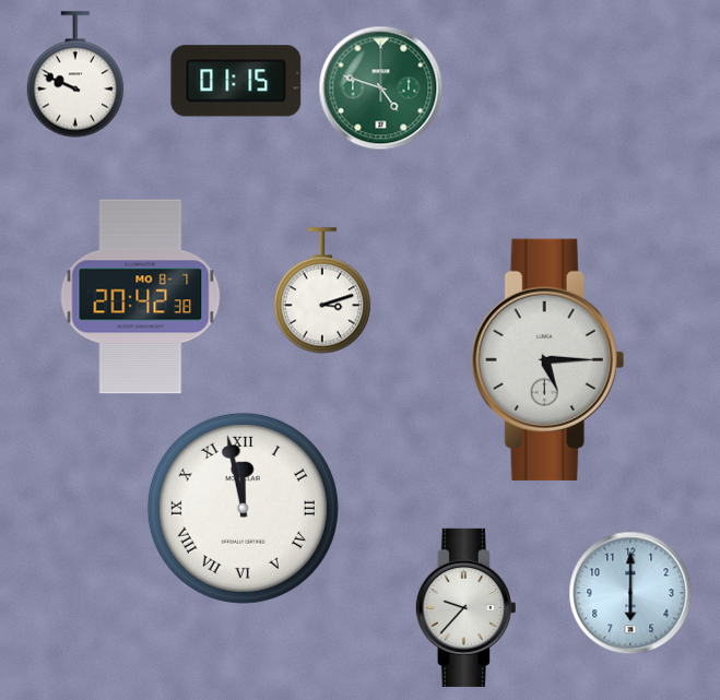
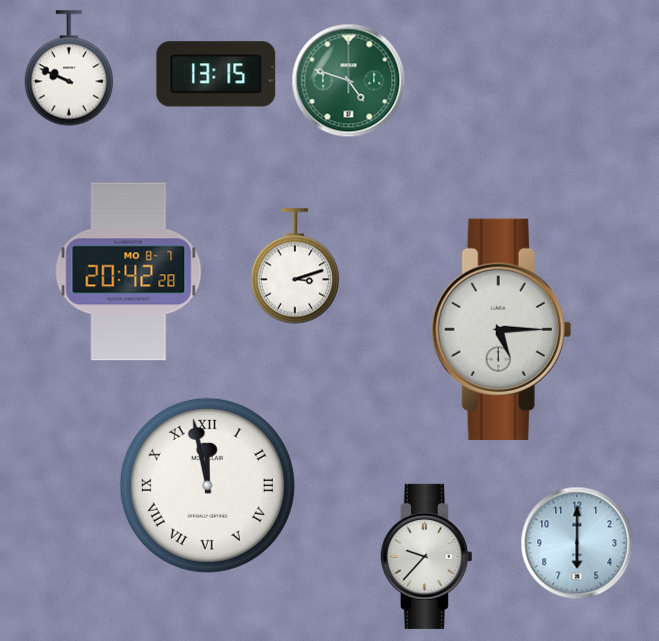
clock at (236, 81): 01:15 -> 13:15
clock at (141, 297): 20:42:38 -> 20:42:28
clock at (243, 508) position: (243, 508) -> (207, 485)
